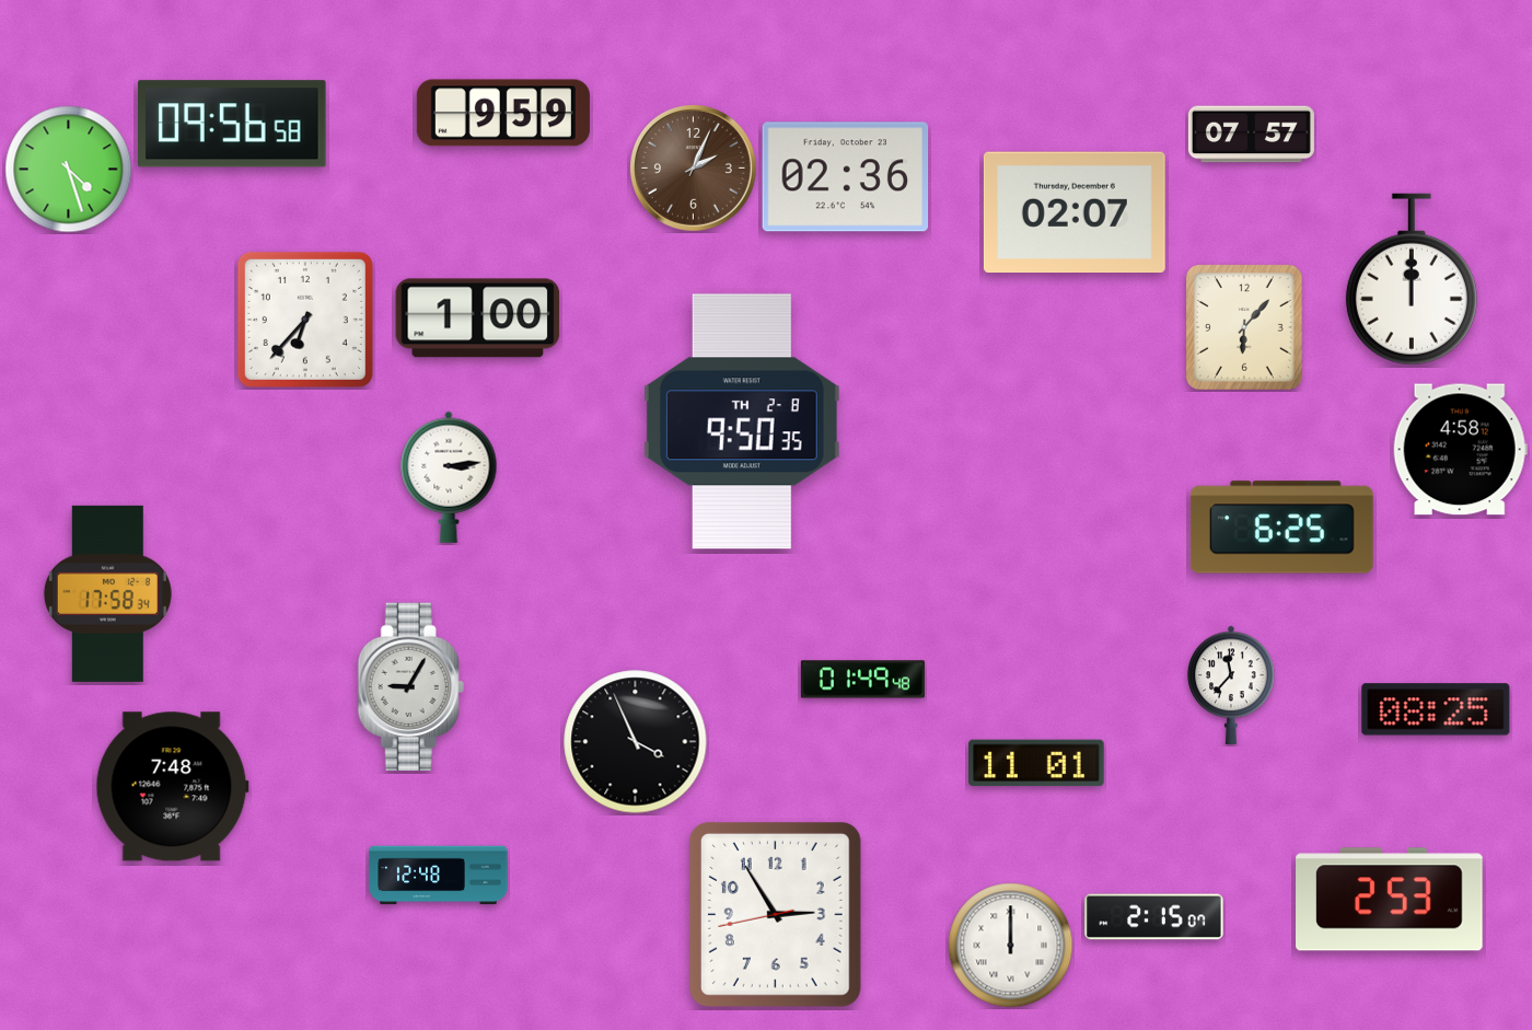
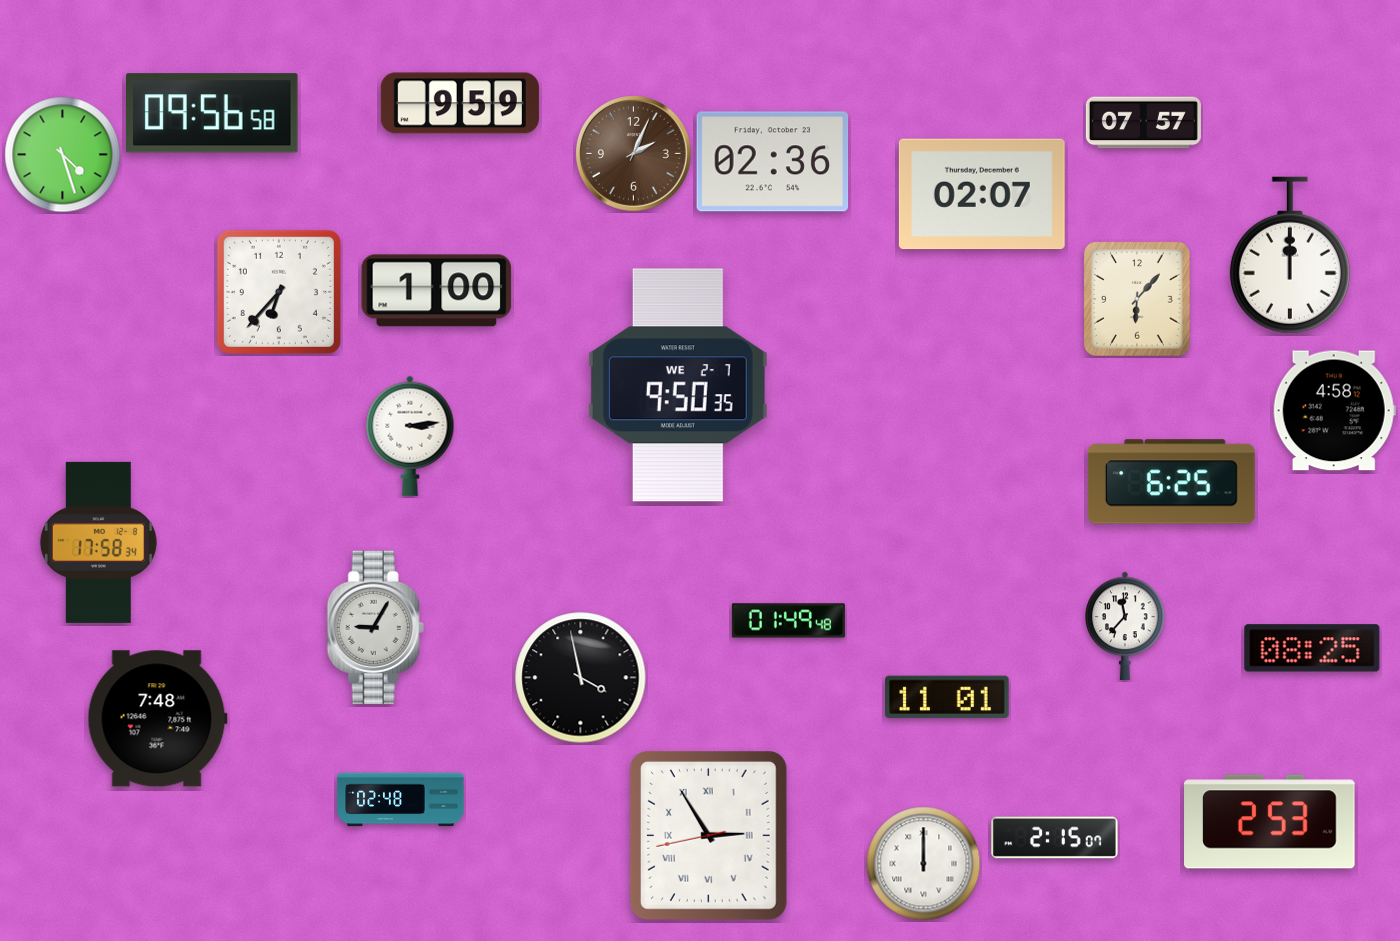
clock at (742, 421) date: TH 2-8 -> WE 2-7
clock at (636, 742): 3:56 -> 3:58
clock at (439, 876): 12:48 -> 02:48
clock at (775, 914) numerals: Arabic -> Roman
